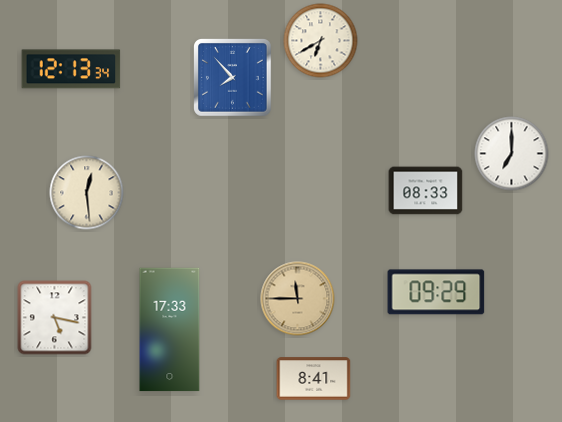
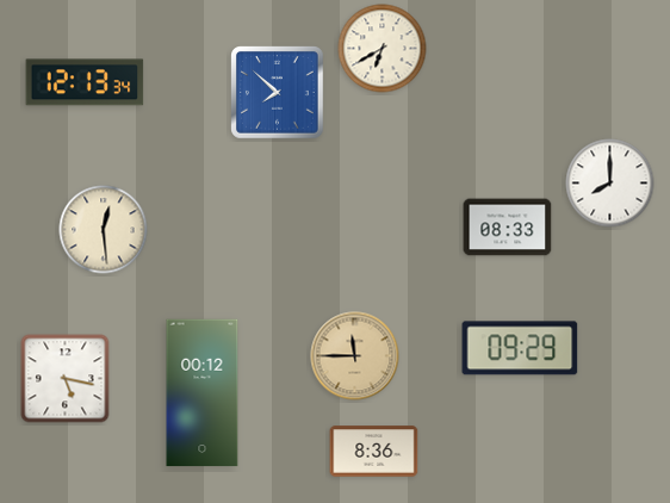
clock at (233, 78): 7:53 -> 7:52
clock at (512, 154): 7:00 -> 8:00
clock at (170, 330): 17:33 -> 00:12
clock at (314, 379): 8:41 -> 8:36
